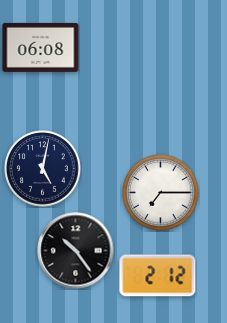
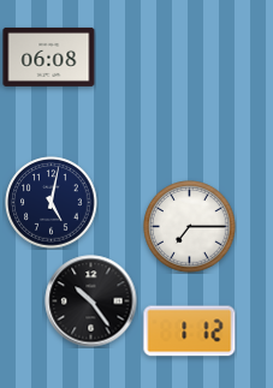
clock at (161, 193) position: (161, 193) -> (190, 227)
clock at (158, 276): 2:12 -> 1:12
